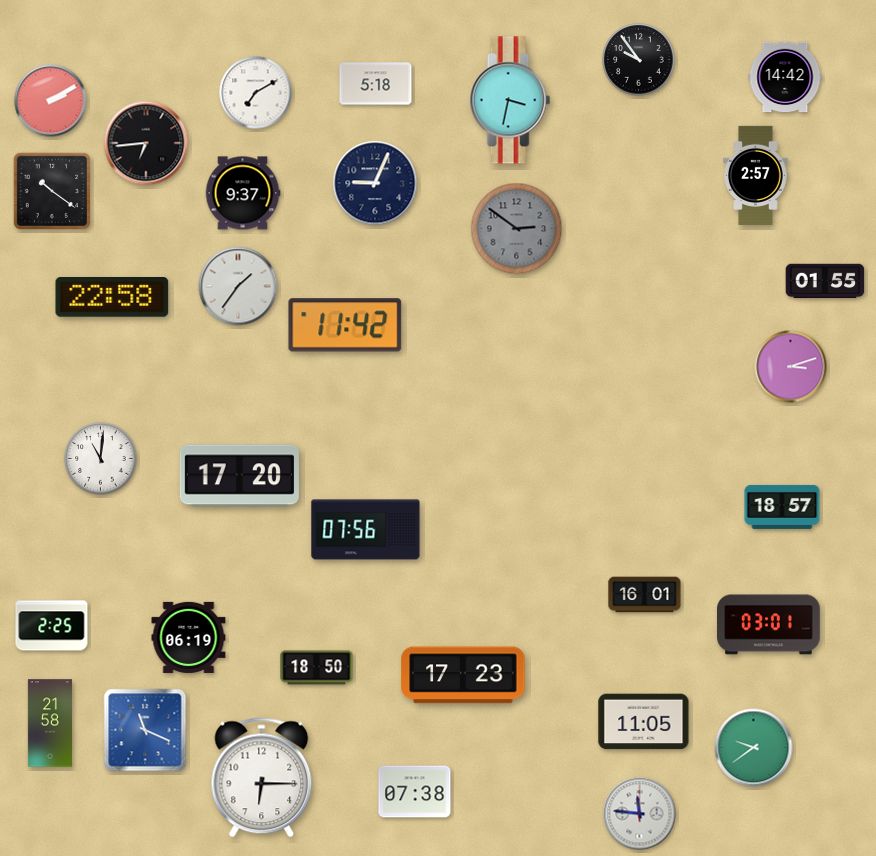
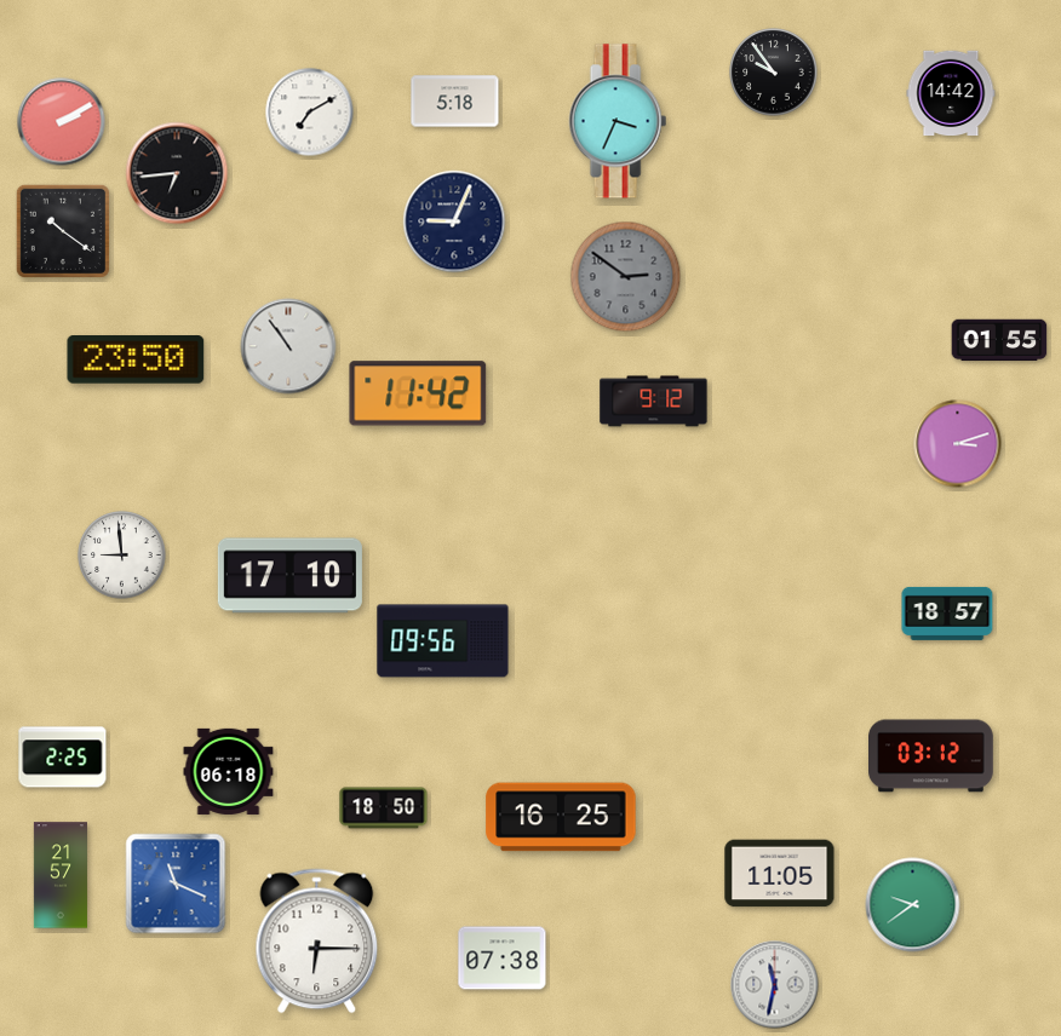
clock at (510, 100): 3:32 -> 3:34
clock at (756, 175): 2:57 -> none
clock at (243, 193): 9:37 -> none
clock at (238, 286): 1:36 -> 10:54
clock at (112, 297): 22:58 -> 23:50
clock at (654, 402): none -> 9:12
clock at (101, 459): 11:01 -> 8:59
clock at (239, 476): 17:20 -> 17:10
clock at (366, 530): 07:56 -> 09:56
clock at (645, 595): 16:01 -> none
clock at (769, 625): 03:01 -> 03:12
clock at (189, 637): 06:19 -> 06:18
clock at (463, 675): 17:23 -> 16:25
clock at (50, 723): 21:58 -> 21:57
clock at (640, 814): 11:46 -> 11:32
